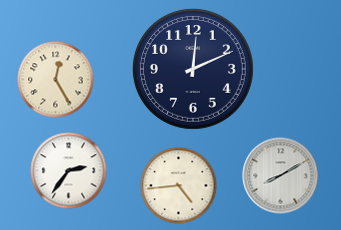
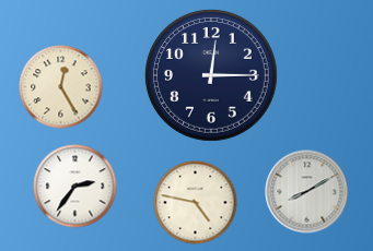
clock at (194, 70): 12:11 -> 12:15
clock at (179, 186): 4:44 -> 4:47
